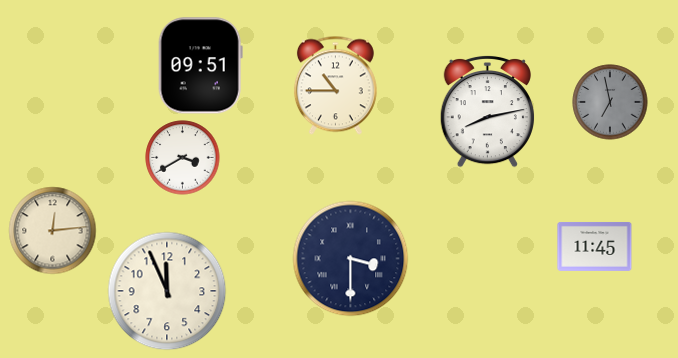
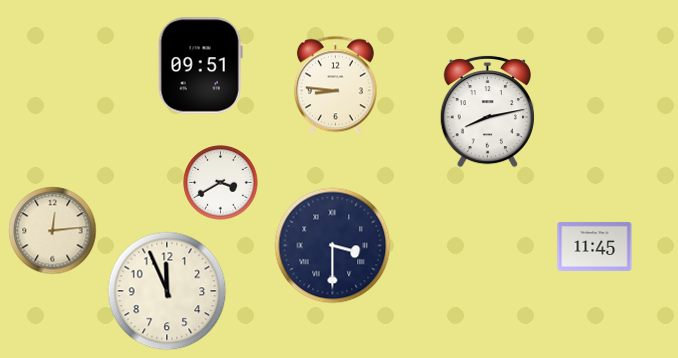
clock at (335, 86): 10:45 -> 8:46
clock at (610, 102): 6:58 -> none
clock at (183, 158) position: (183, 158) -> (221, 183)
clock at (351, 259) position: (351, 259) -> (333, 246)
